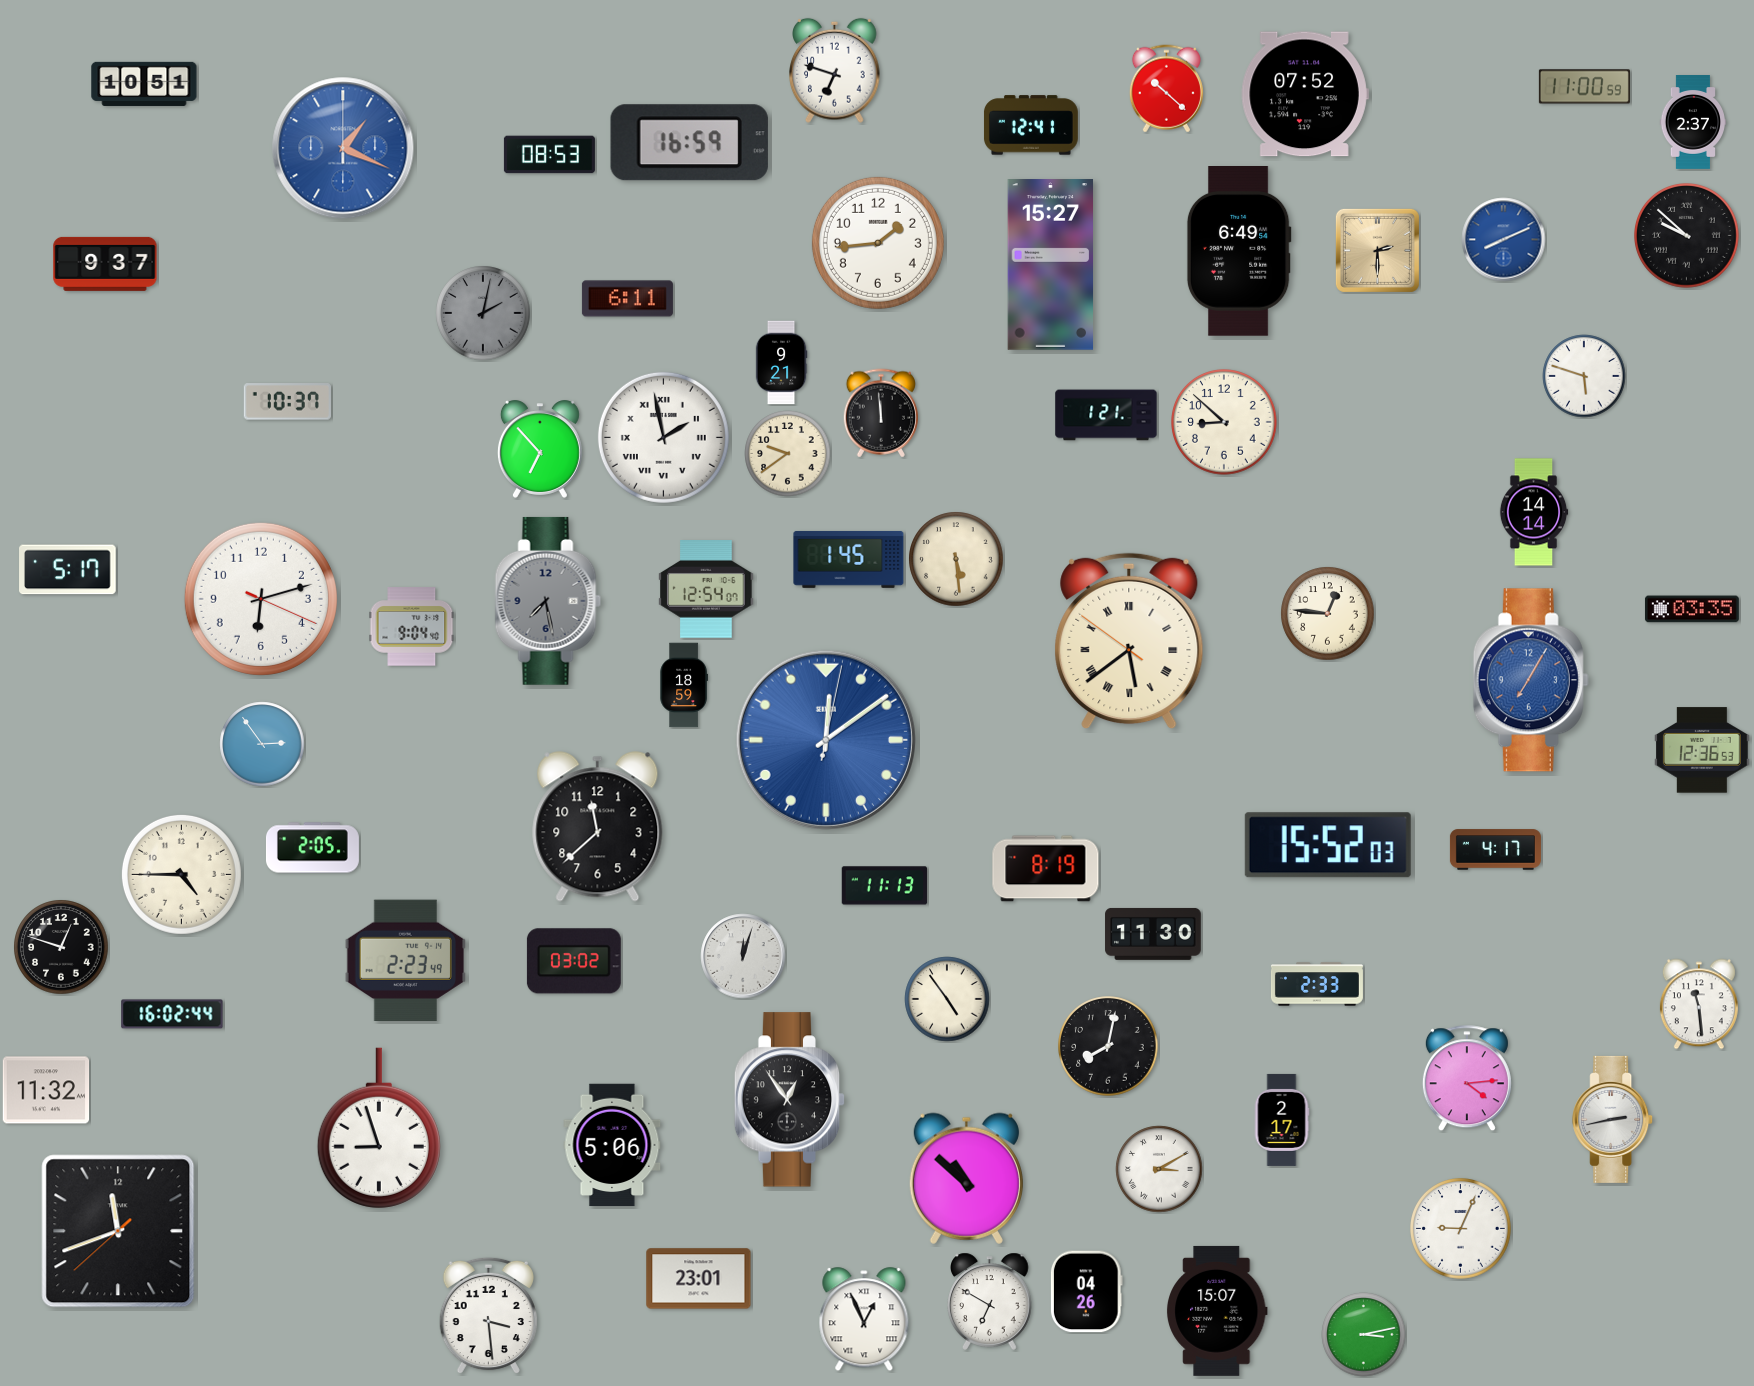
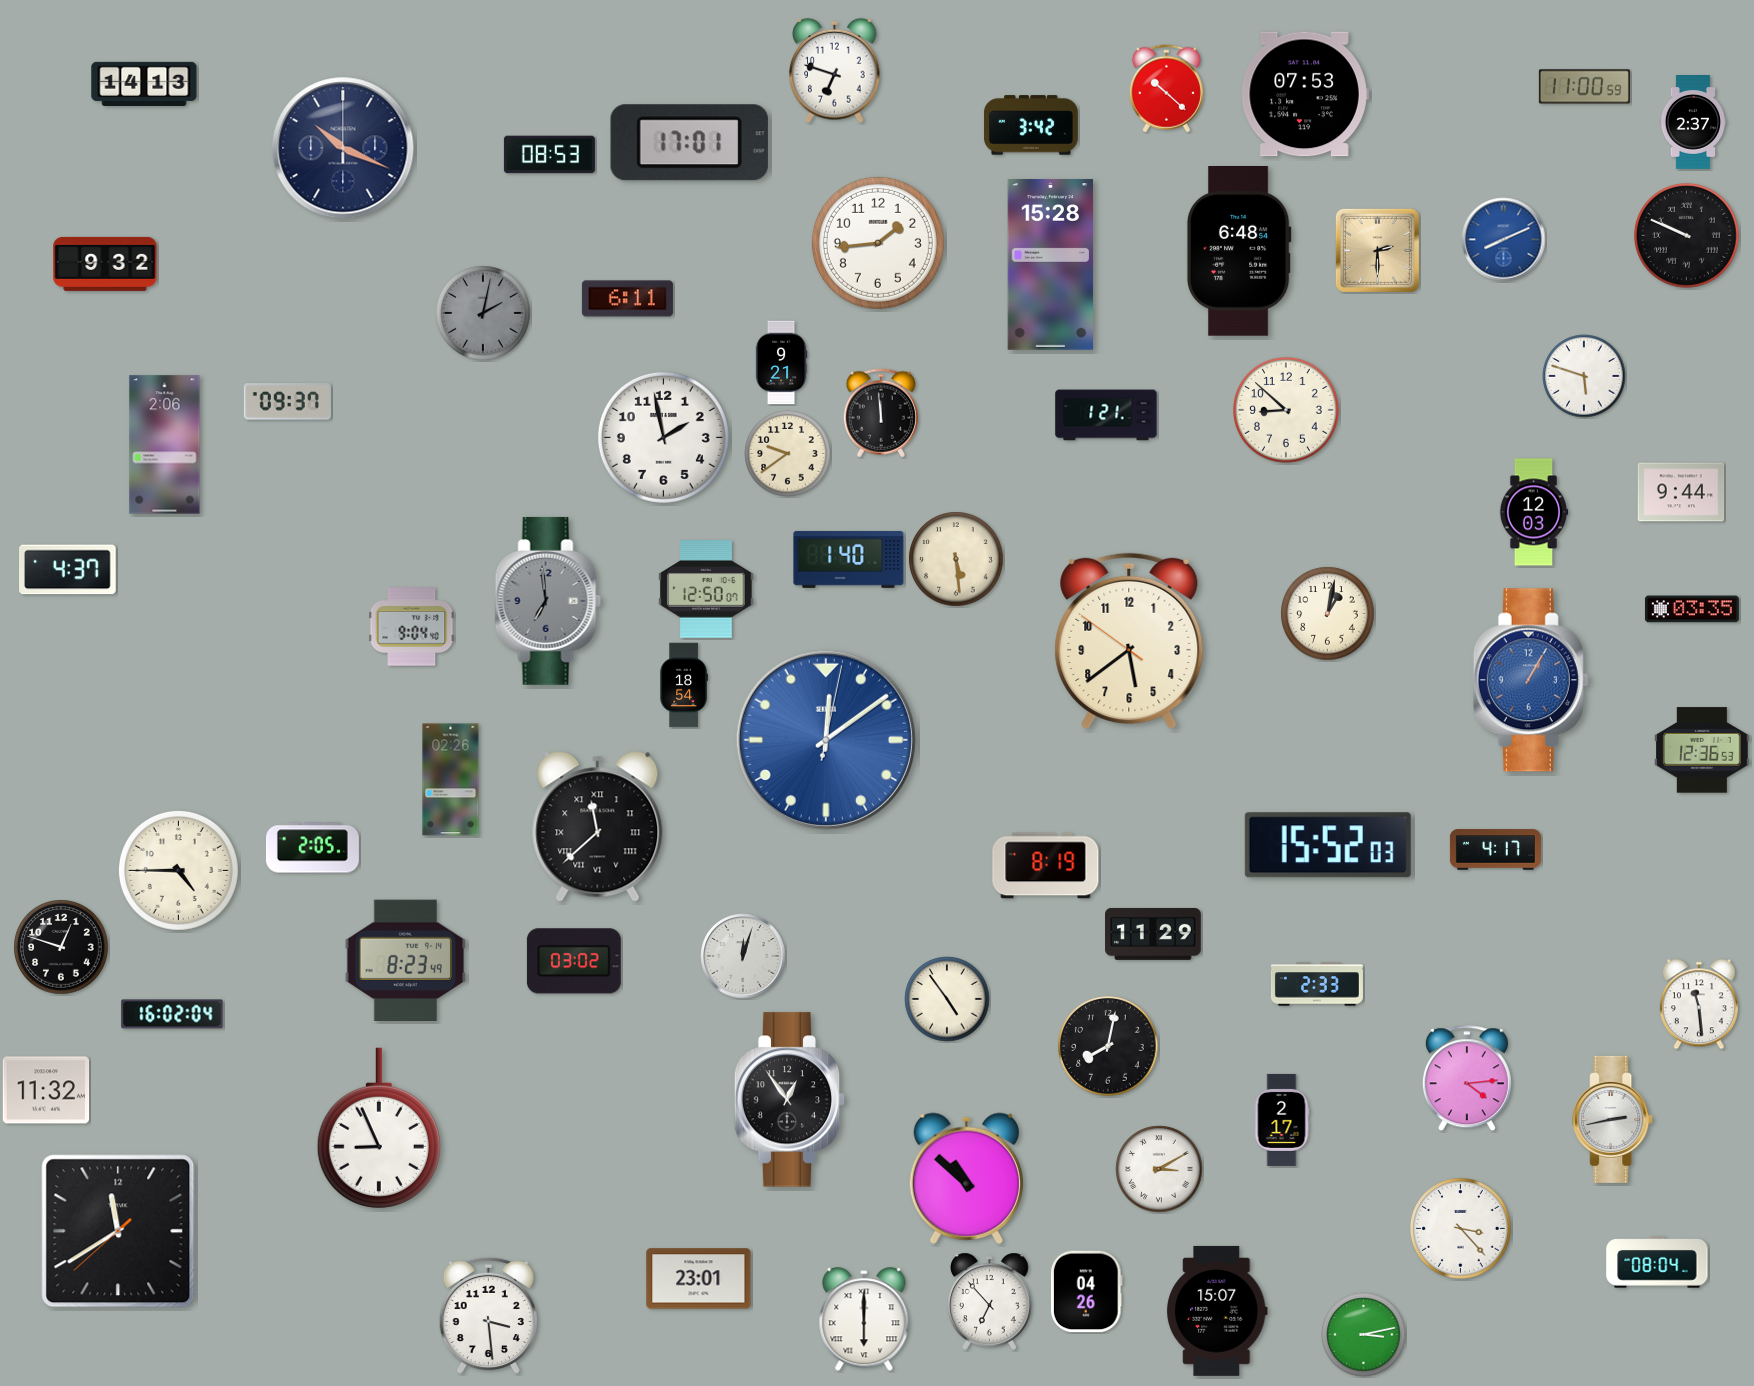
clock at (144, 84): 10:51 -> 14:13
clock at (1305, 94): 07:52 -> 07:53
clock at (1031, 125): 12:41 -> 3:42
clock at (689, 143): 16:59 -> 17:01
clock at (343, 148): 1:19 -> 10:19
clock at (343, 148) dial: blue -> navy
clock at (1687, 236): 9:52 -> 9:49
clock at (1239, 252): 6:49 -> 6:48
clock at (105, 264): 9:37 -> 9:32
clock at (1051, 265): 15:27 -> 15:28
clock at (287, 402): 10:37 -> 09:37
clock at (1225, 423) position: (1225, 423) -> (1287, 411)
clock at (663, 437) numerals: Roman -> Arabic
clock at (165, 445): none -> 2:06
clock at (540, 449): 6:53 -> none
clock at (1681, 492): none -> 9:44
clock at (1534, 512): 14:14 -> 12:03
clock at (849, 559): 1:45 -> 1:40
clock at (68, 570): 5:17 -> 4:37
clock at (706, 589): 12:54 -> 12:50
clock at (261, 599): 6:12 -> none
clock at (548, 601): 7:28 -> 6:59
clock at (1328, 614): 12:46 -> 1:02
clock at (1129, 641) numerals: Roman -> Arabic
clock at (1531, 680): 7:05 -> 1:05
clock at (684, 685): 18:59 -> 18:54
clock at (262, 744): 2:54 -> none
clock at (451, 780): none -> 02:26
clock at (598, 827) numerals: Arabic -> Roman
clock at (1046, 869) position: (1046, 869) -> (1046, 866)
clock at (181, 874) position: (181, 874) -> (178, 870)
clock at (885, 886): 11:13 -> none
clock at (1153, 934): 11:30 -> 11:29
clock at (405, 960): 2:23 -> 8:23
clock at (172, 1014): 16:02:44 -> 16:02:04
clock at (379, 1128): 8:57 -> 8:56
clock at (612, 1145): 5:06 -> none
clock at (1461, 1229): 9:04 -> 3:23
clock at (118, 1231): 11:41 -> 11:39
clock at (1657, 1262): none -> 08:04
clock at (990, 1301): 6:50 -> 6:53
clock at (864, 1320): 12:56 -> 6:00
